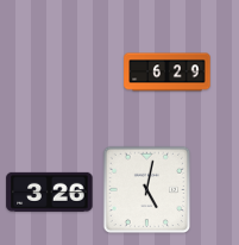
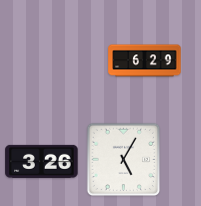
clock at (168, 73) position: (168, 73) -> (145, 61)
clock at (147, 190): 5:02 -> 5:05
